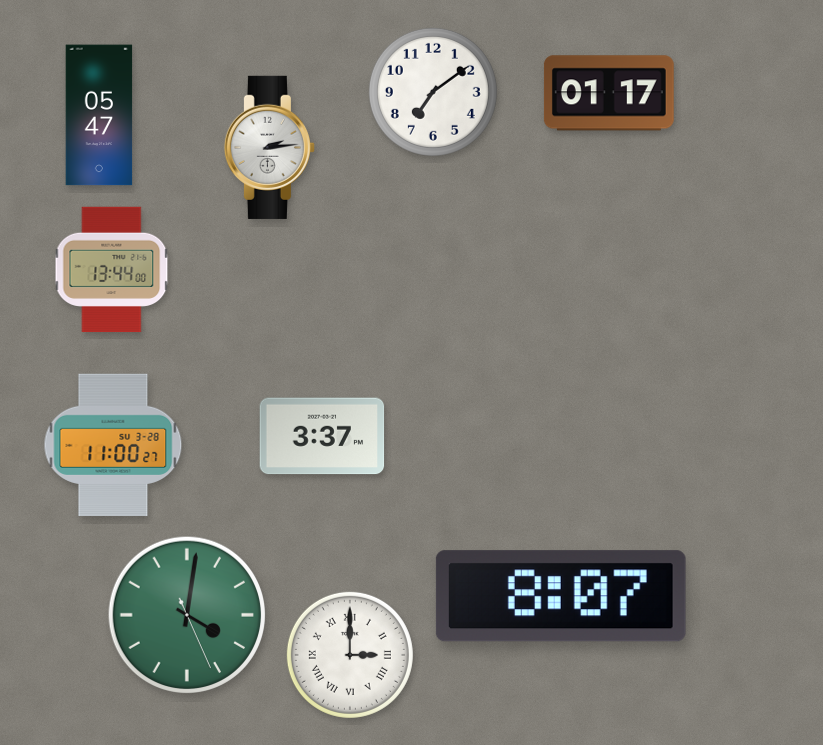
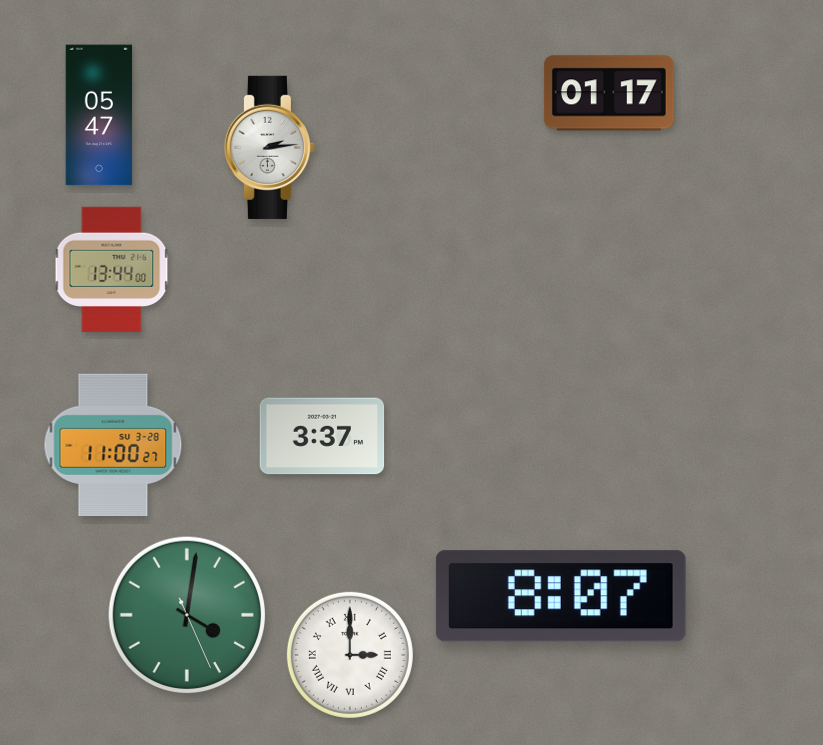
clock at (433, 92): 7:09 -> none
